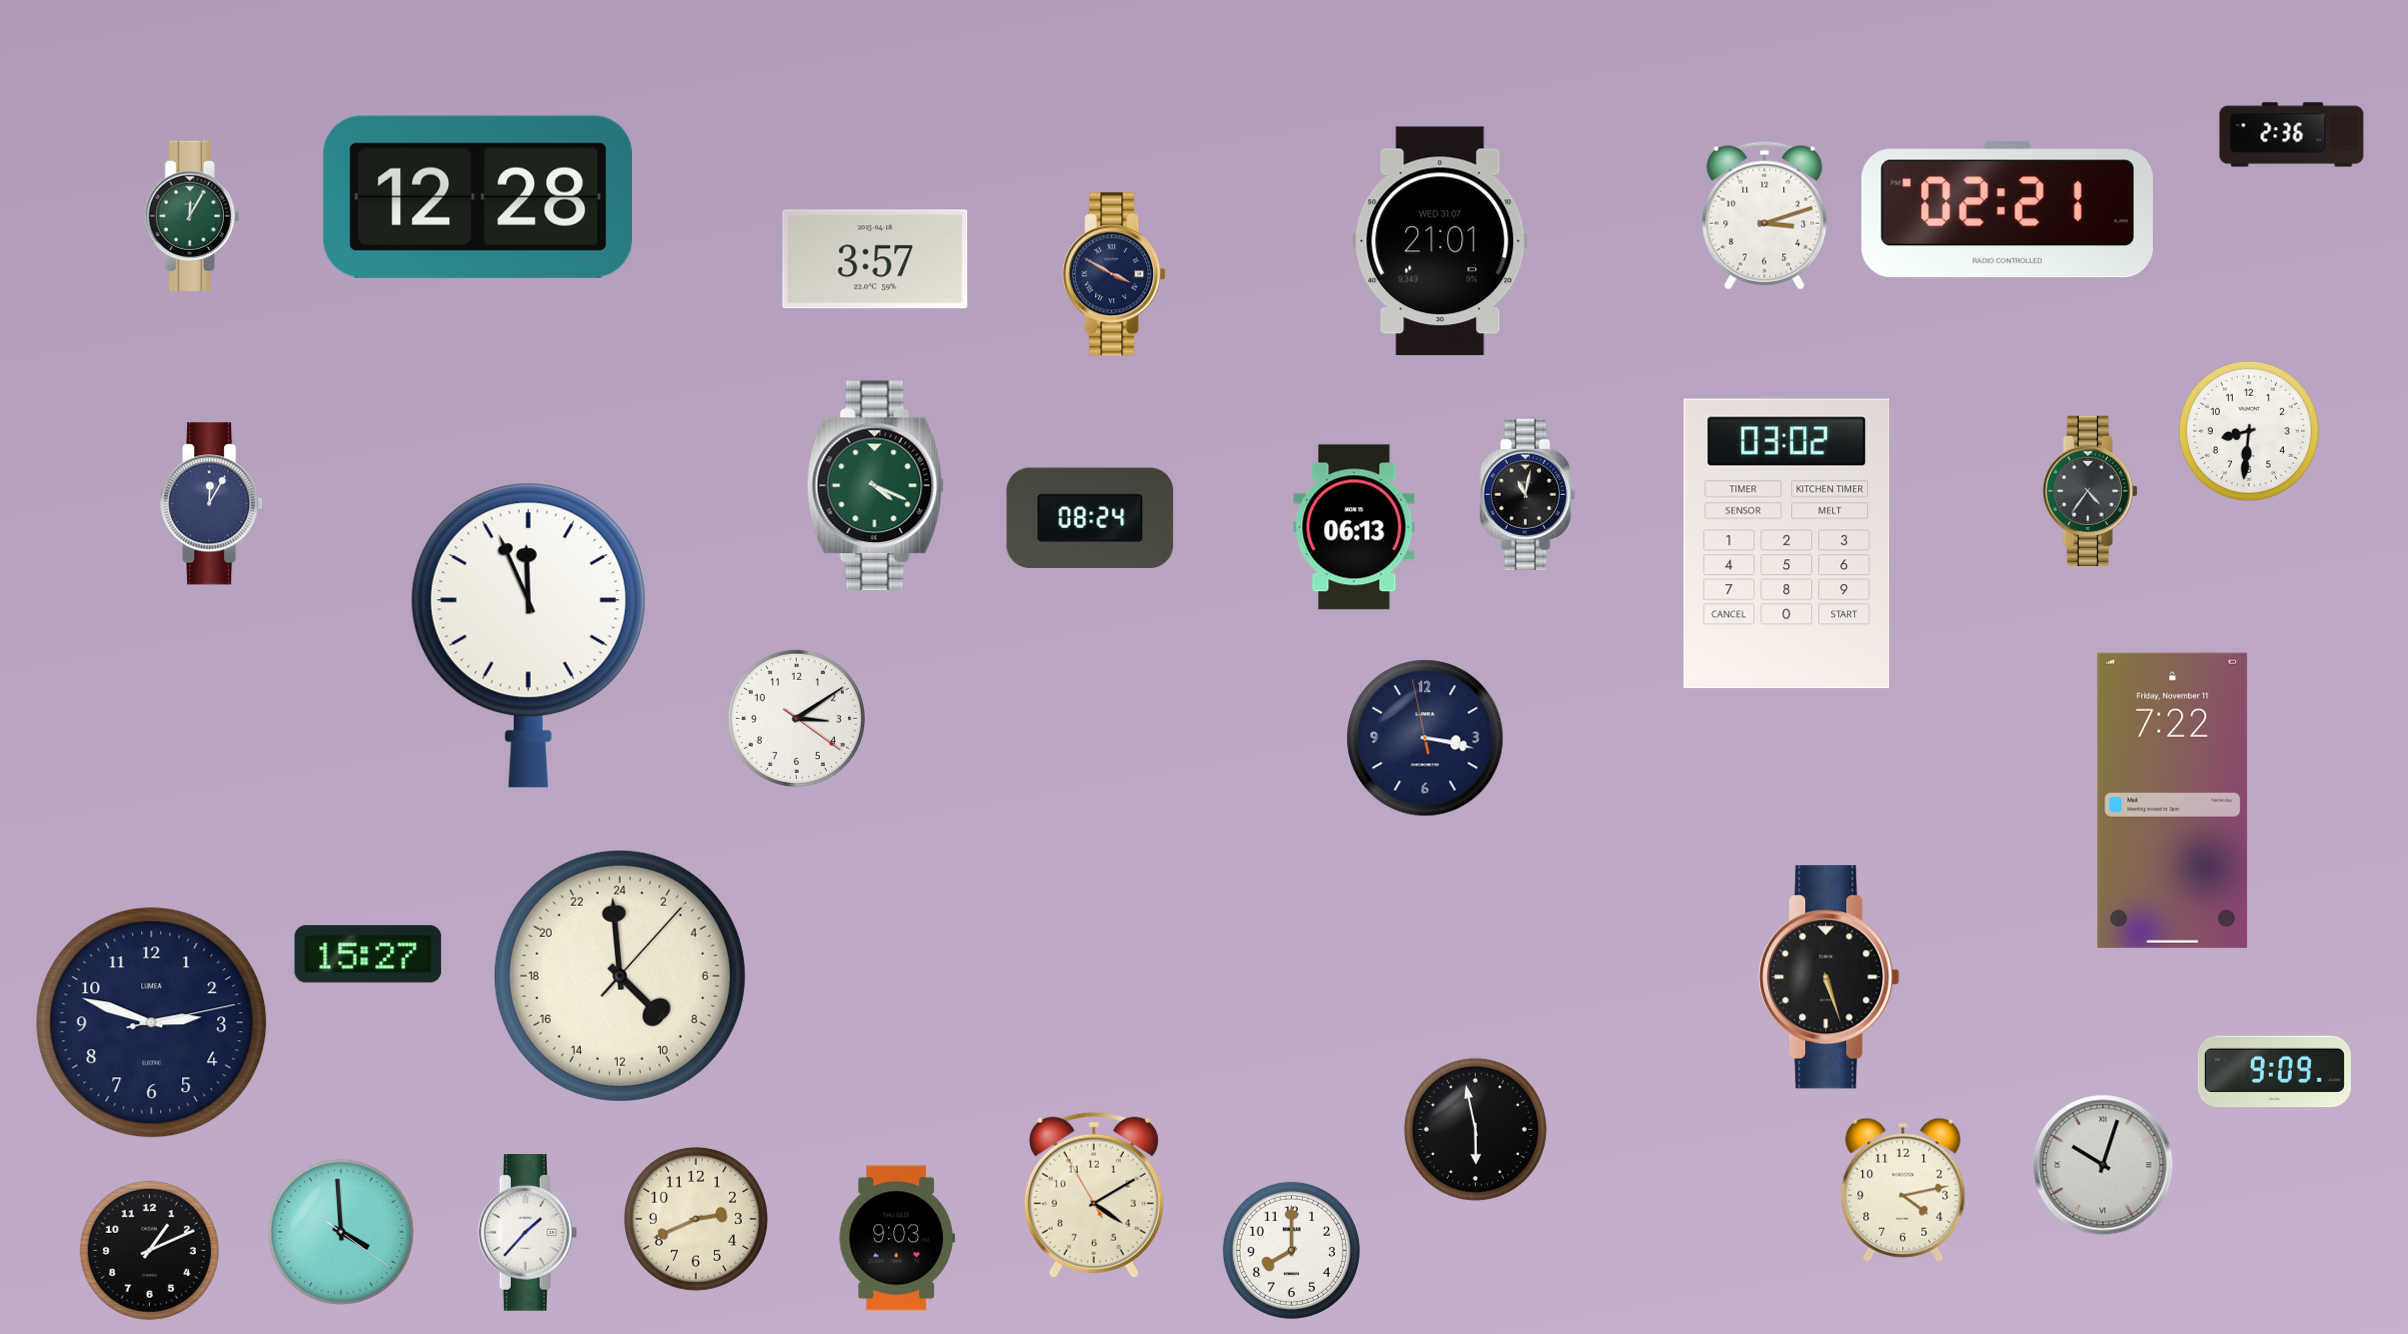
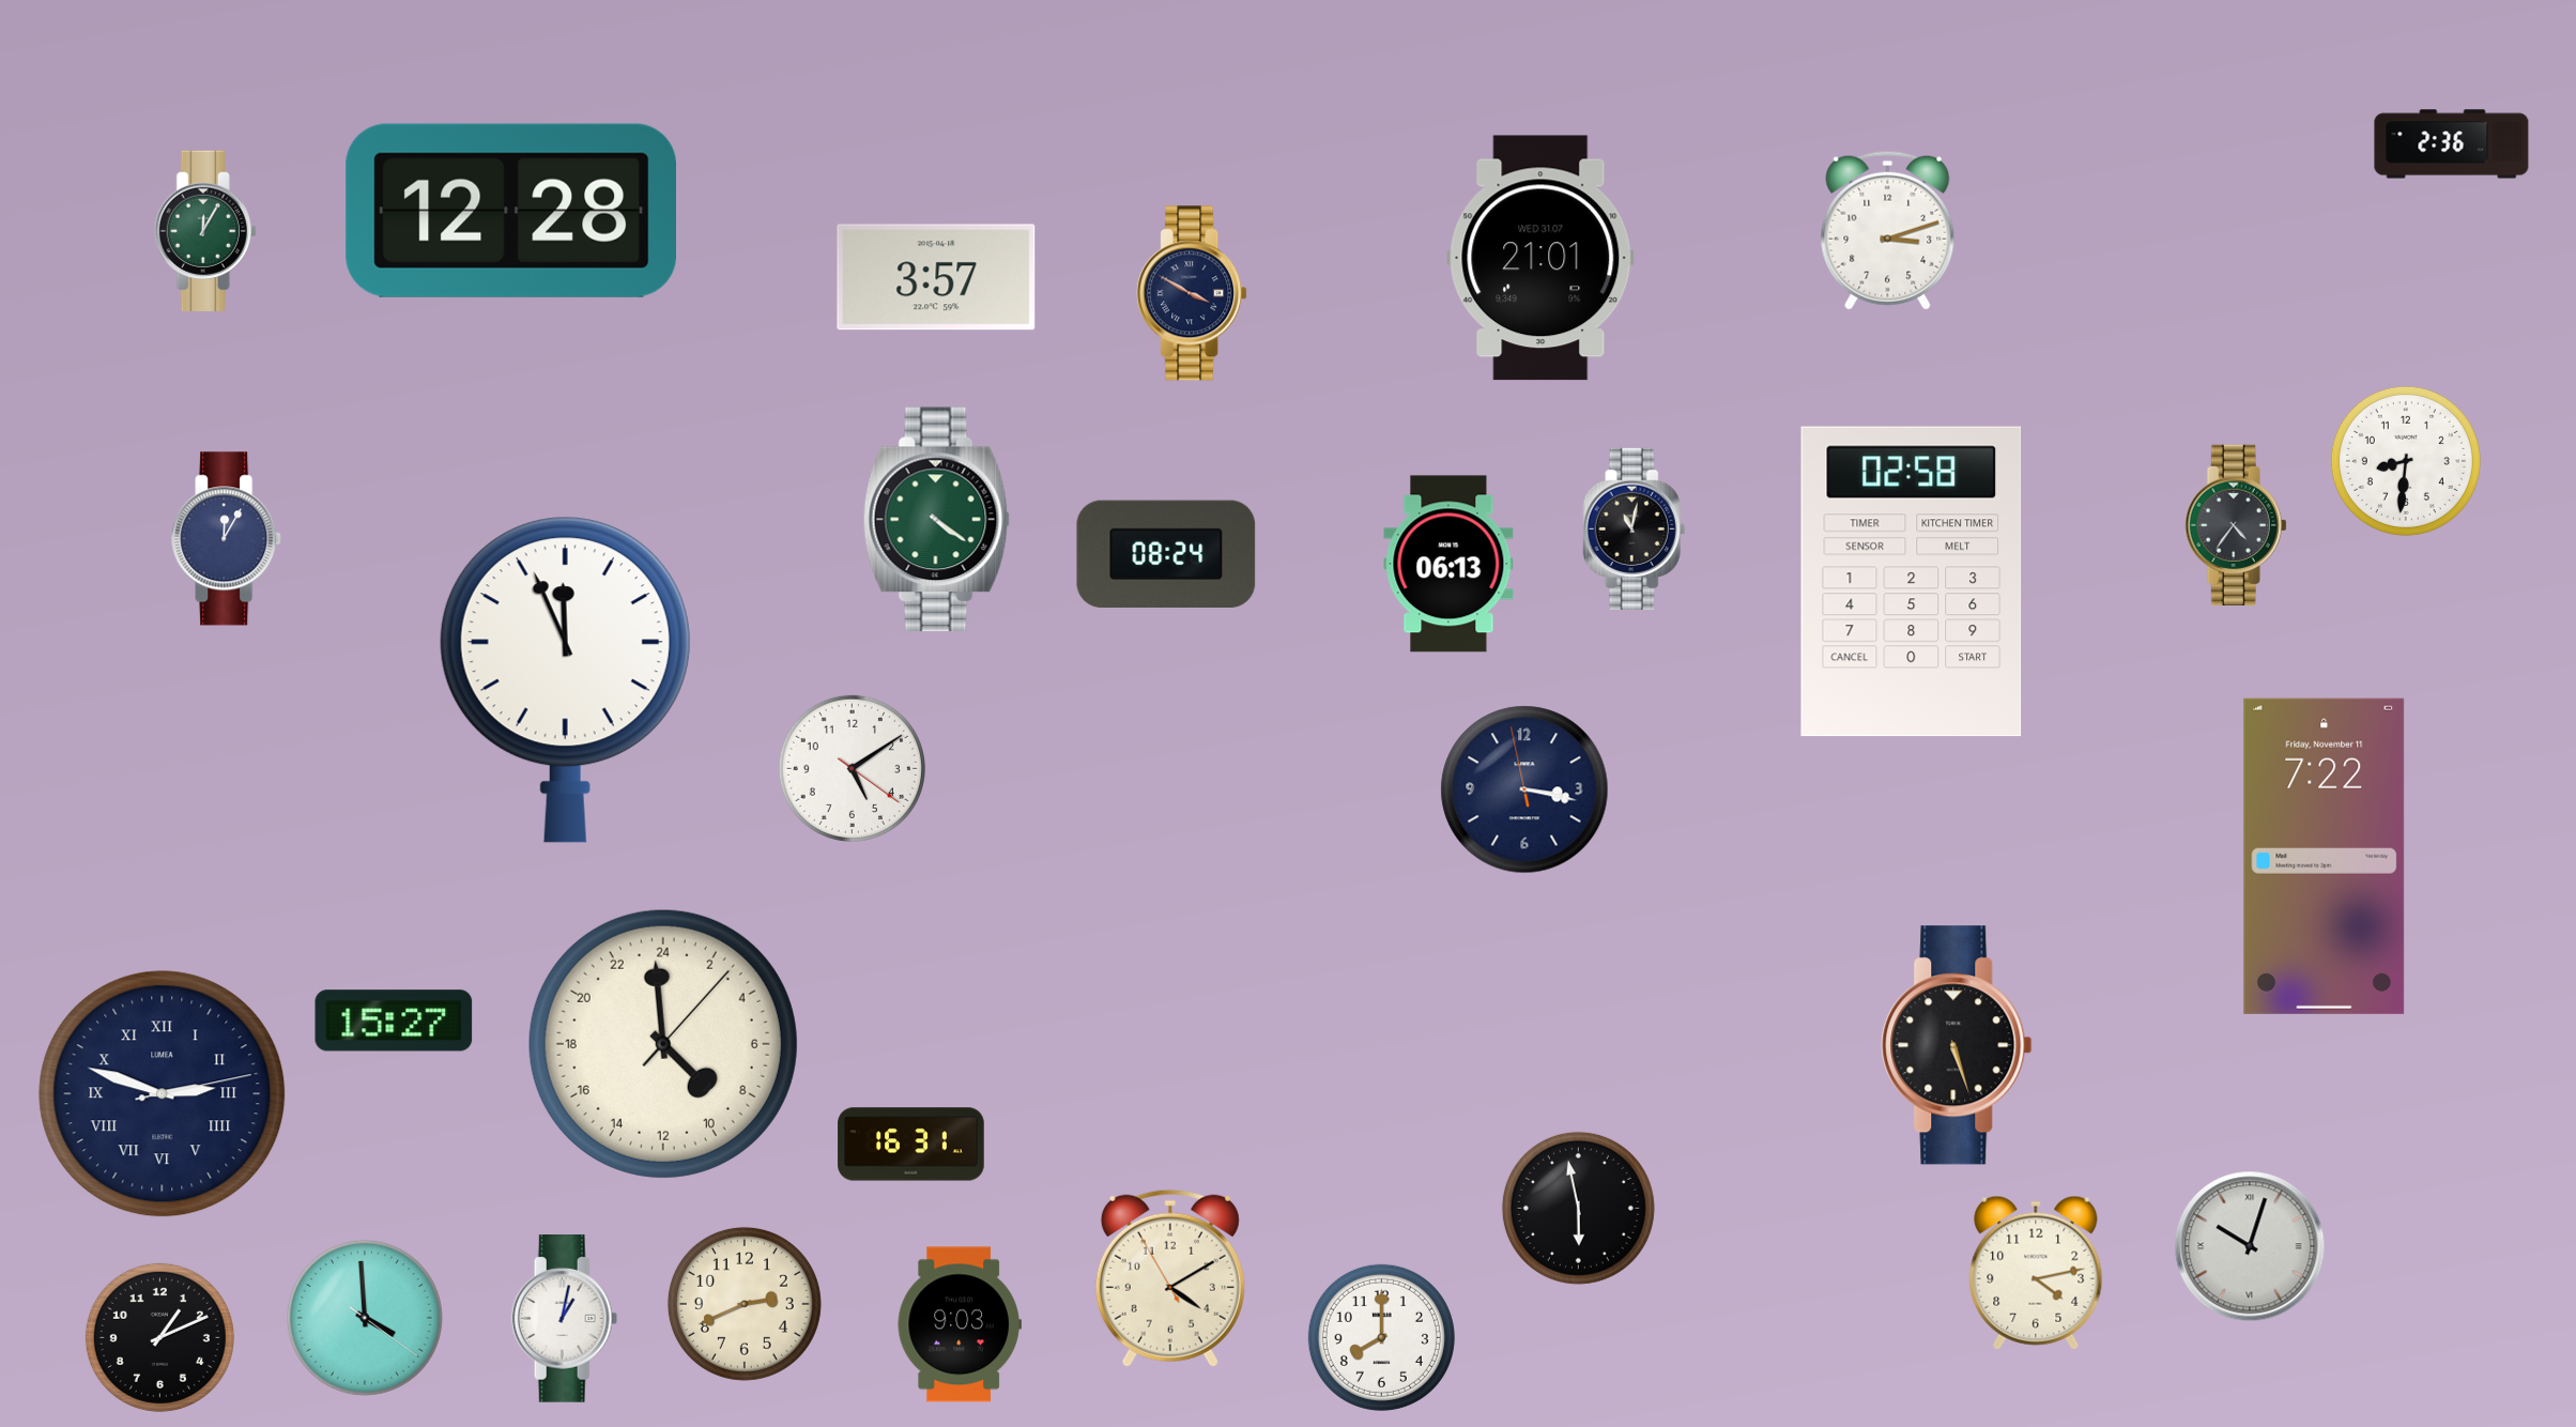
clock at (2007, 210): 02:21 -> none
clock at (875, 486): 4:19 -> 4:21
clock at (1787, 544): 03:02 -> 02:58
clock at (796, 718): 3:09 -> 5:09
clock at (152, 1023) numerals: Arabic -> Roman
clock at (911, 1145): none -> 16:31
clock at (2274, 1072): 9:09 -> none
clock at (528, 1233): 1:37 -> 1:02
